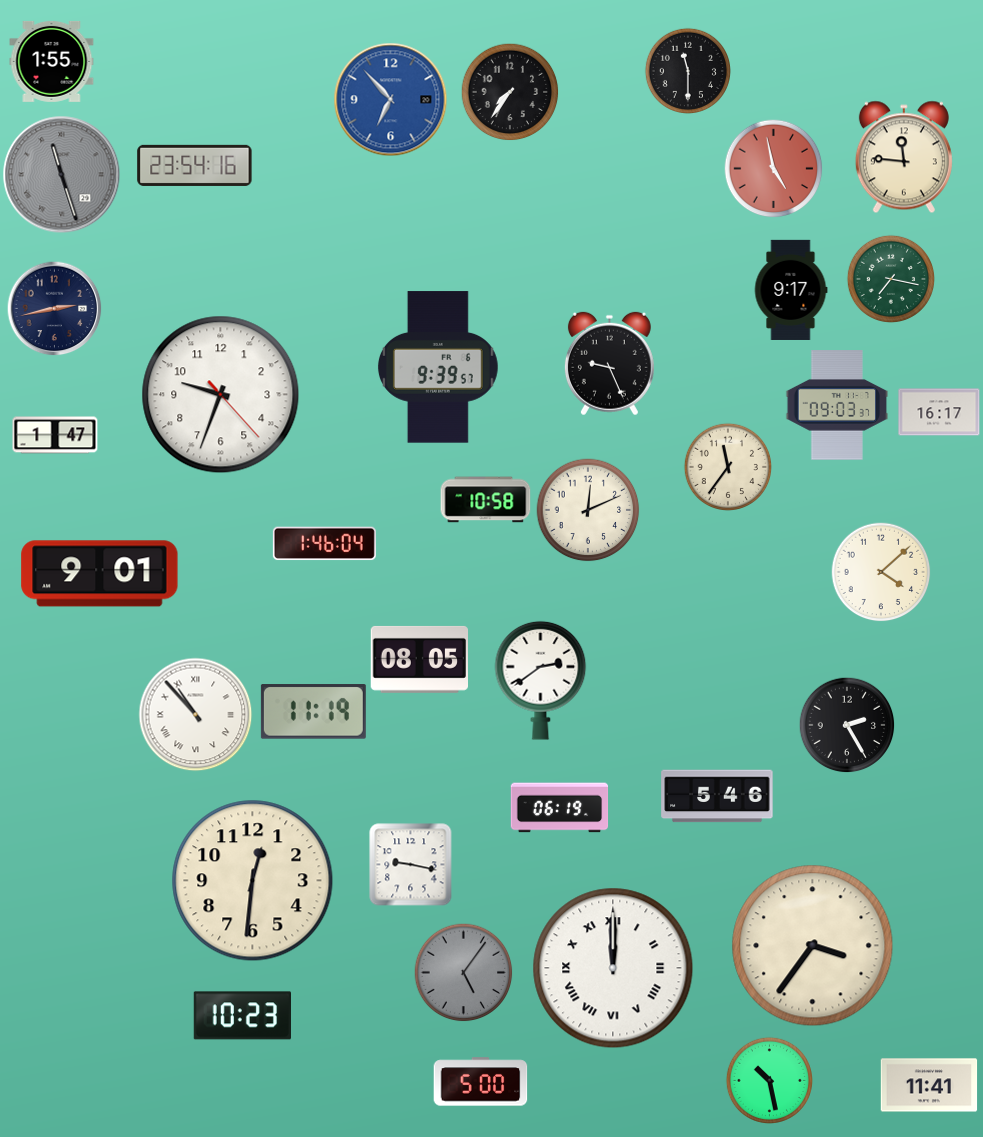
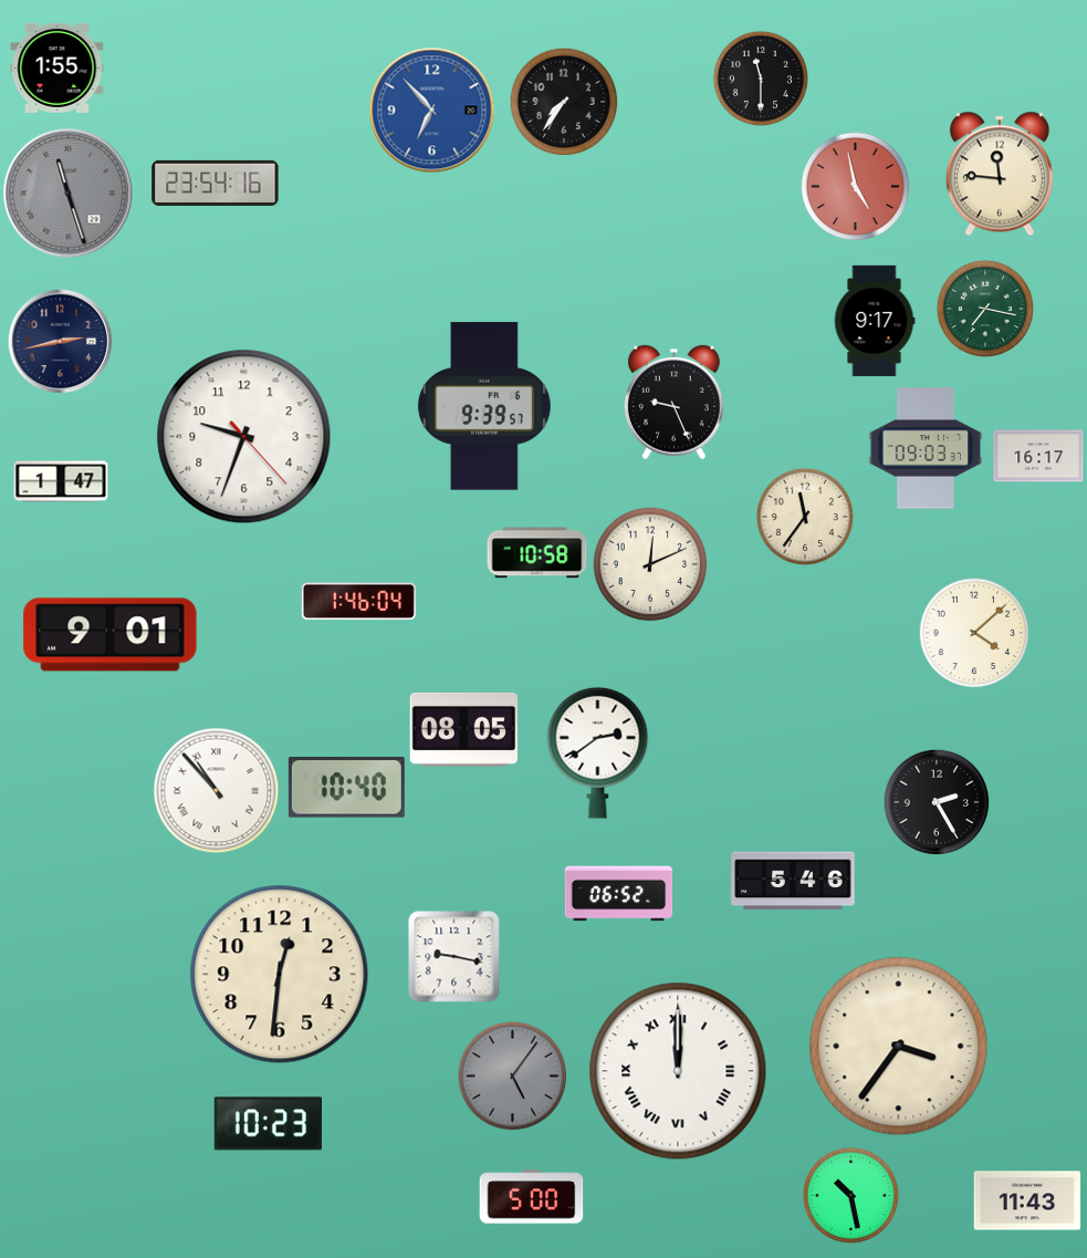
clock at (313, 712): 11:19 -> 10:40
clock at (560, 808): 06:19 -> 06:52
clock at (929, 1085): 11:41 -> 11:43
